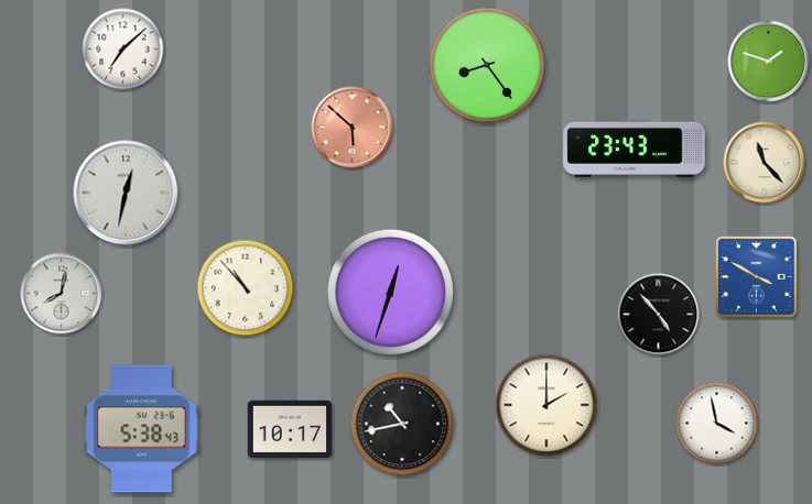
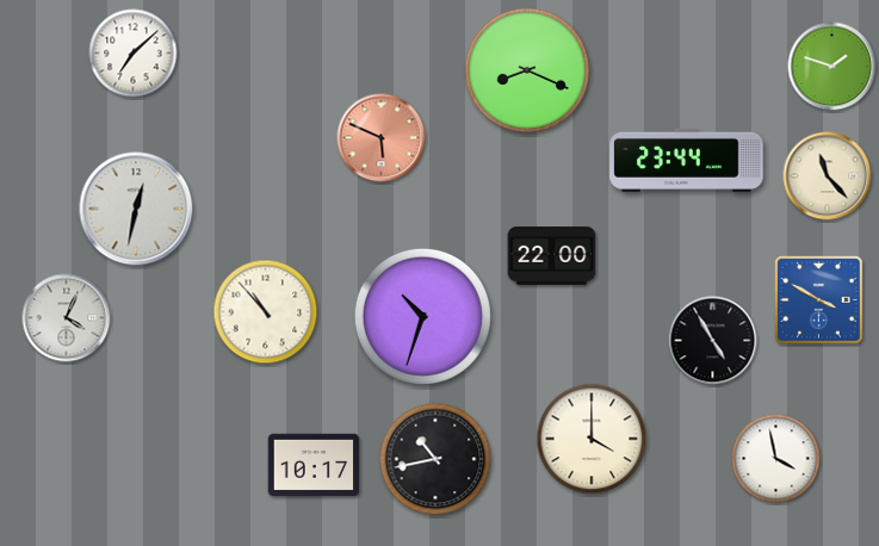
clock at (487, 65): 8:24 -> 8:19
clock at (353, 128): 5:52 -> 5:49
clock at (635, 147): 23:43 -> 23:44
clock at (552, 256): none -> 22:00
clock at (390, 292): 12:33 -> 10:33
clock at (62, 294): 8:02 -> 4:04
clock at (659, 315): 4:53 -> 4:55
clock at (546, 405): 2:00 -> 4:00
clock at (142, 429): 5:38 -> none
